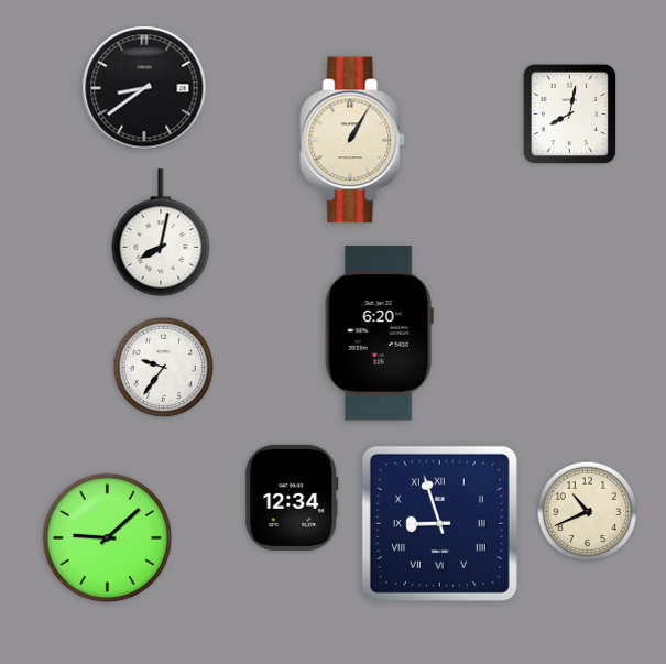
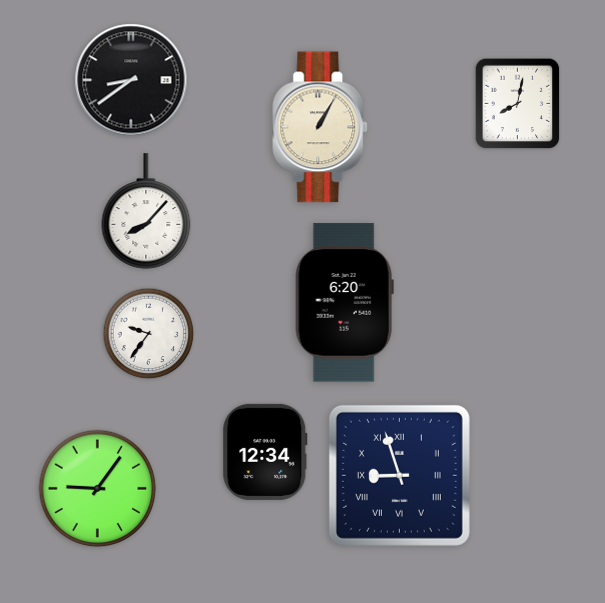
clock at (161, 232): 8:02 -> 8:07
clock at (588, 512): 10:41 -> none
clock at (108, 538): 9:08 -> 9:06
